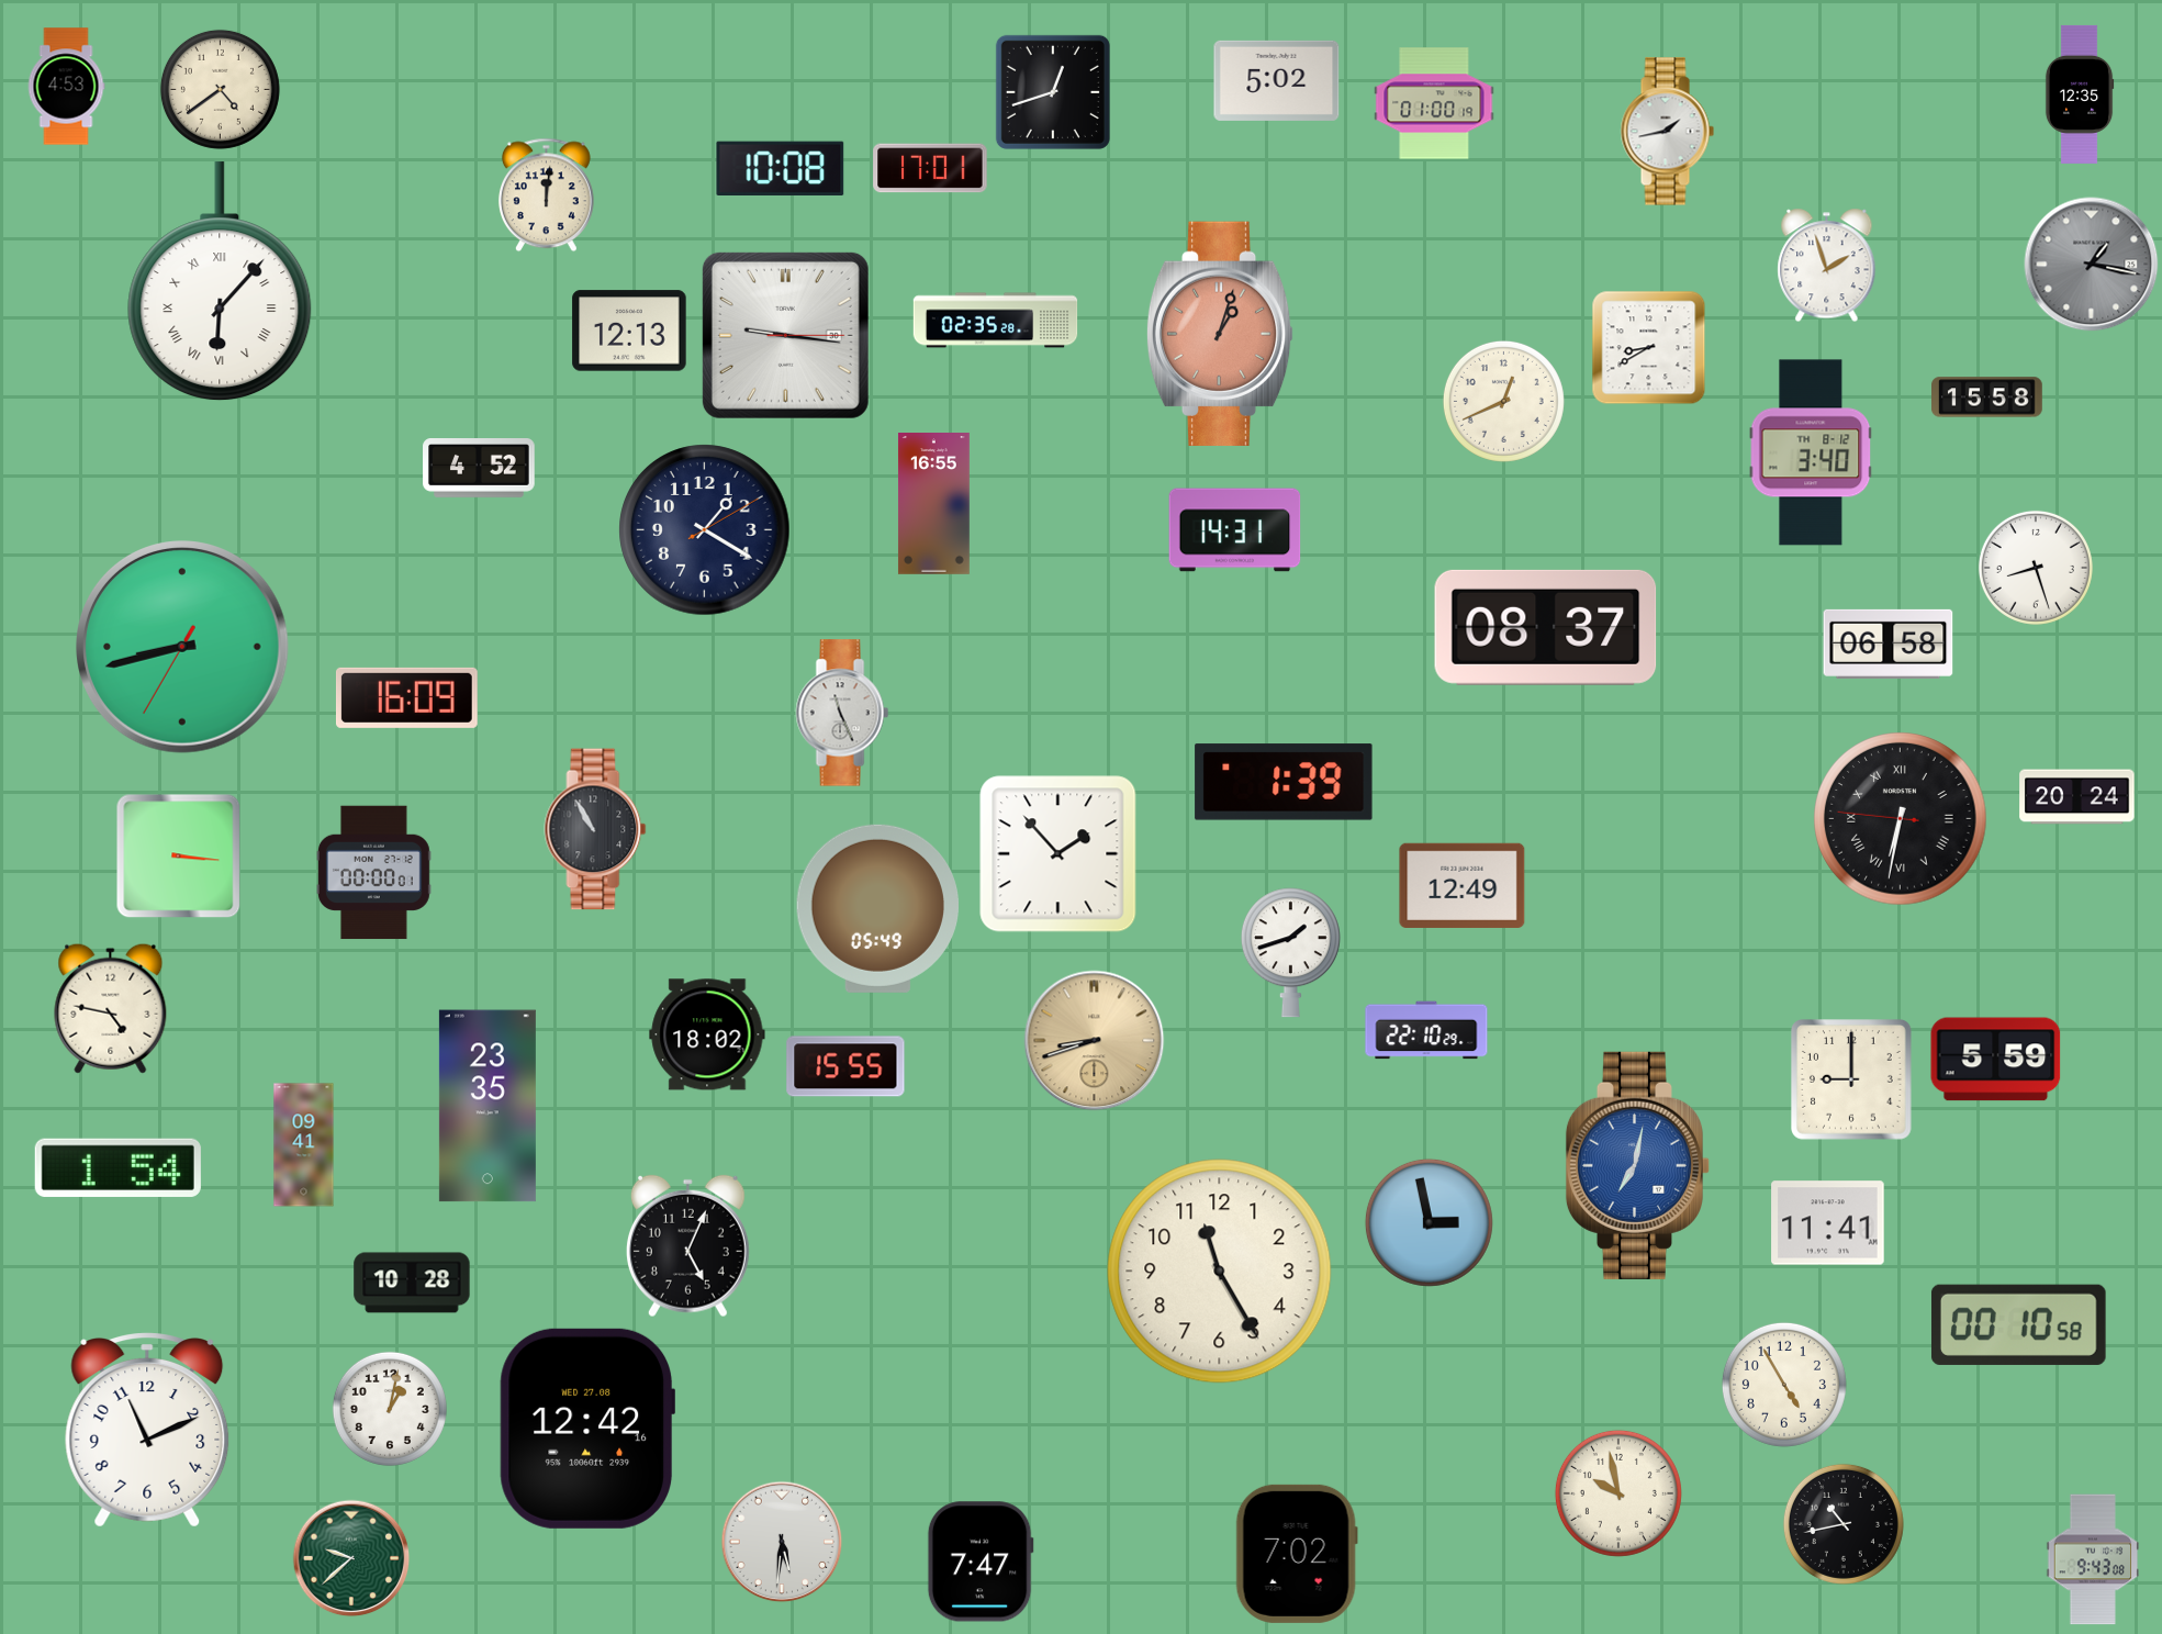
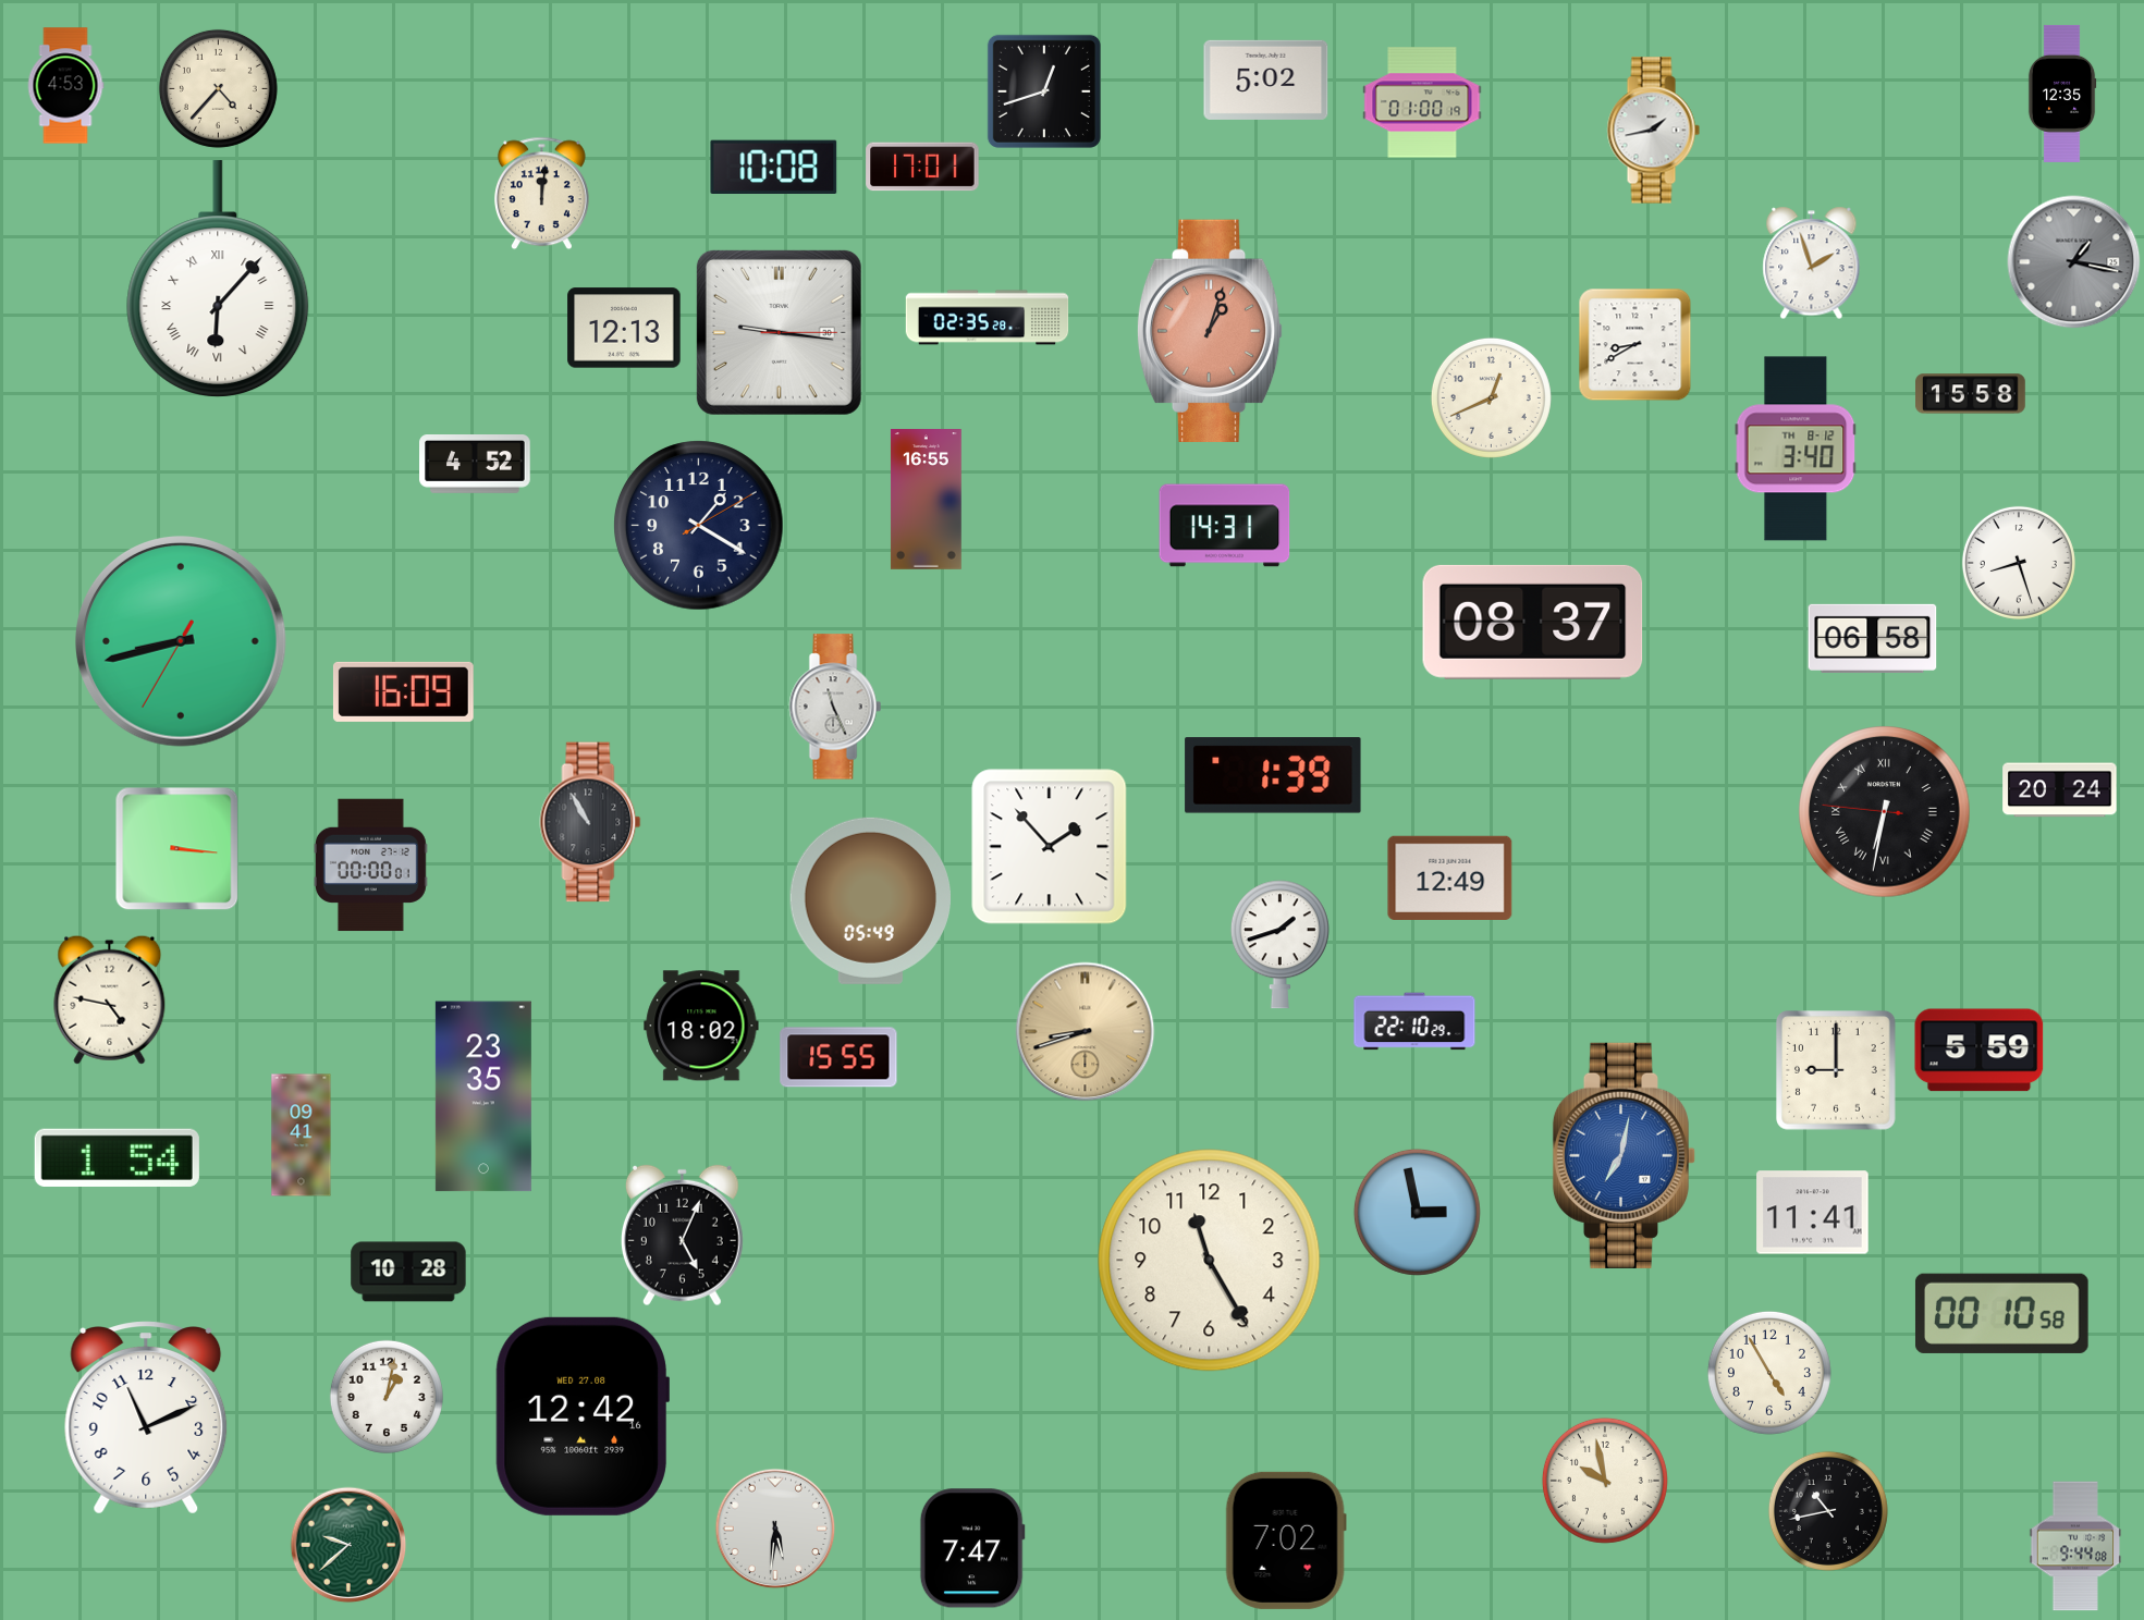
clock at (220, 89): 4:39 -> 4:37
clock at (2093, 1559): 9:43 -> 9:44
